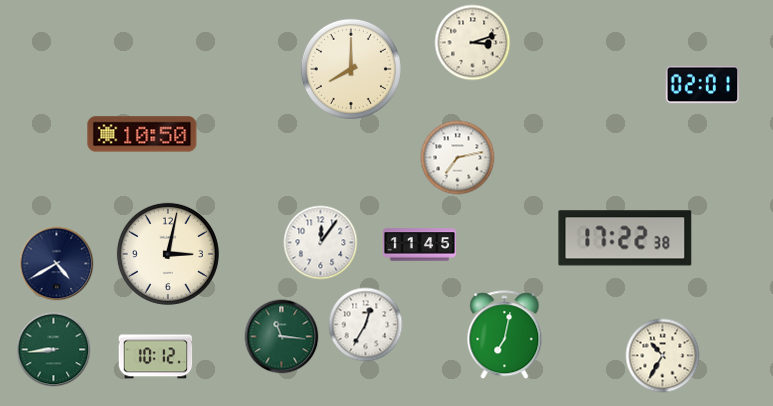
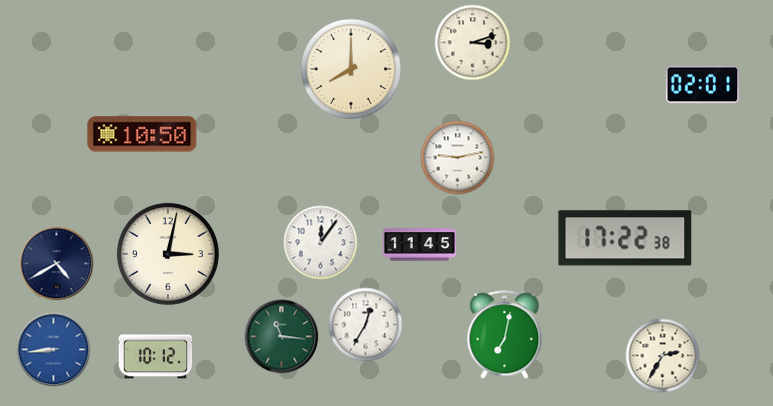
clock at (458, 158): 7:13 -> 9:13
clock at (54, 350) dial: green -> blue
clock at (663, 356): 10:35 -> 2:35
